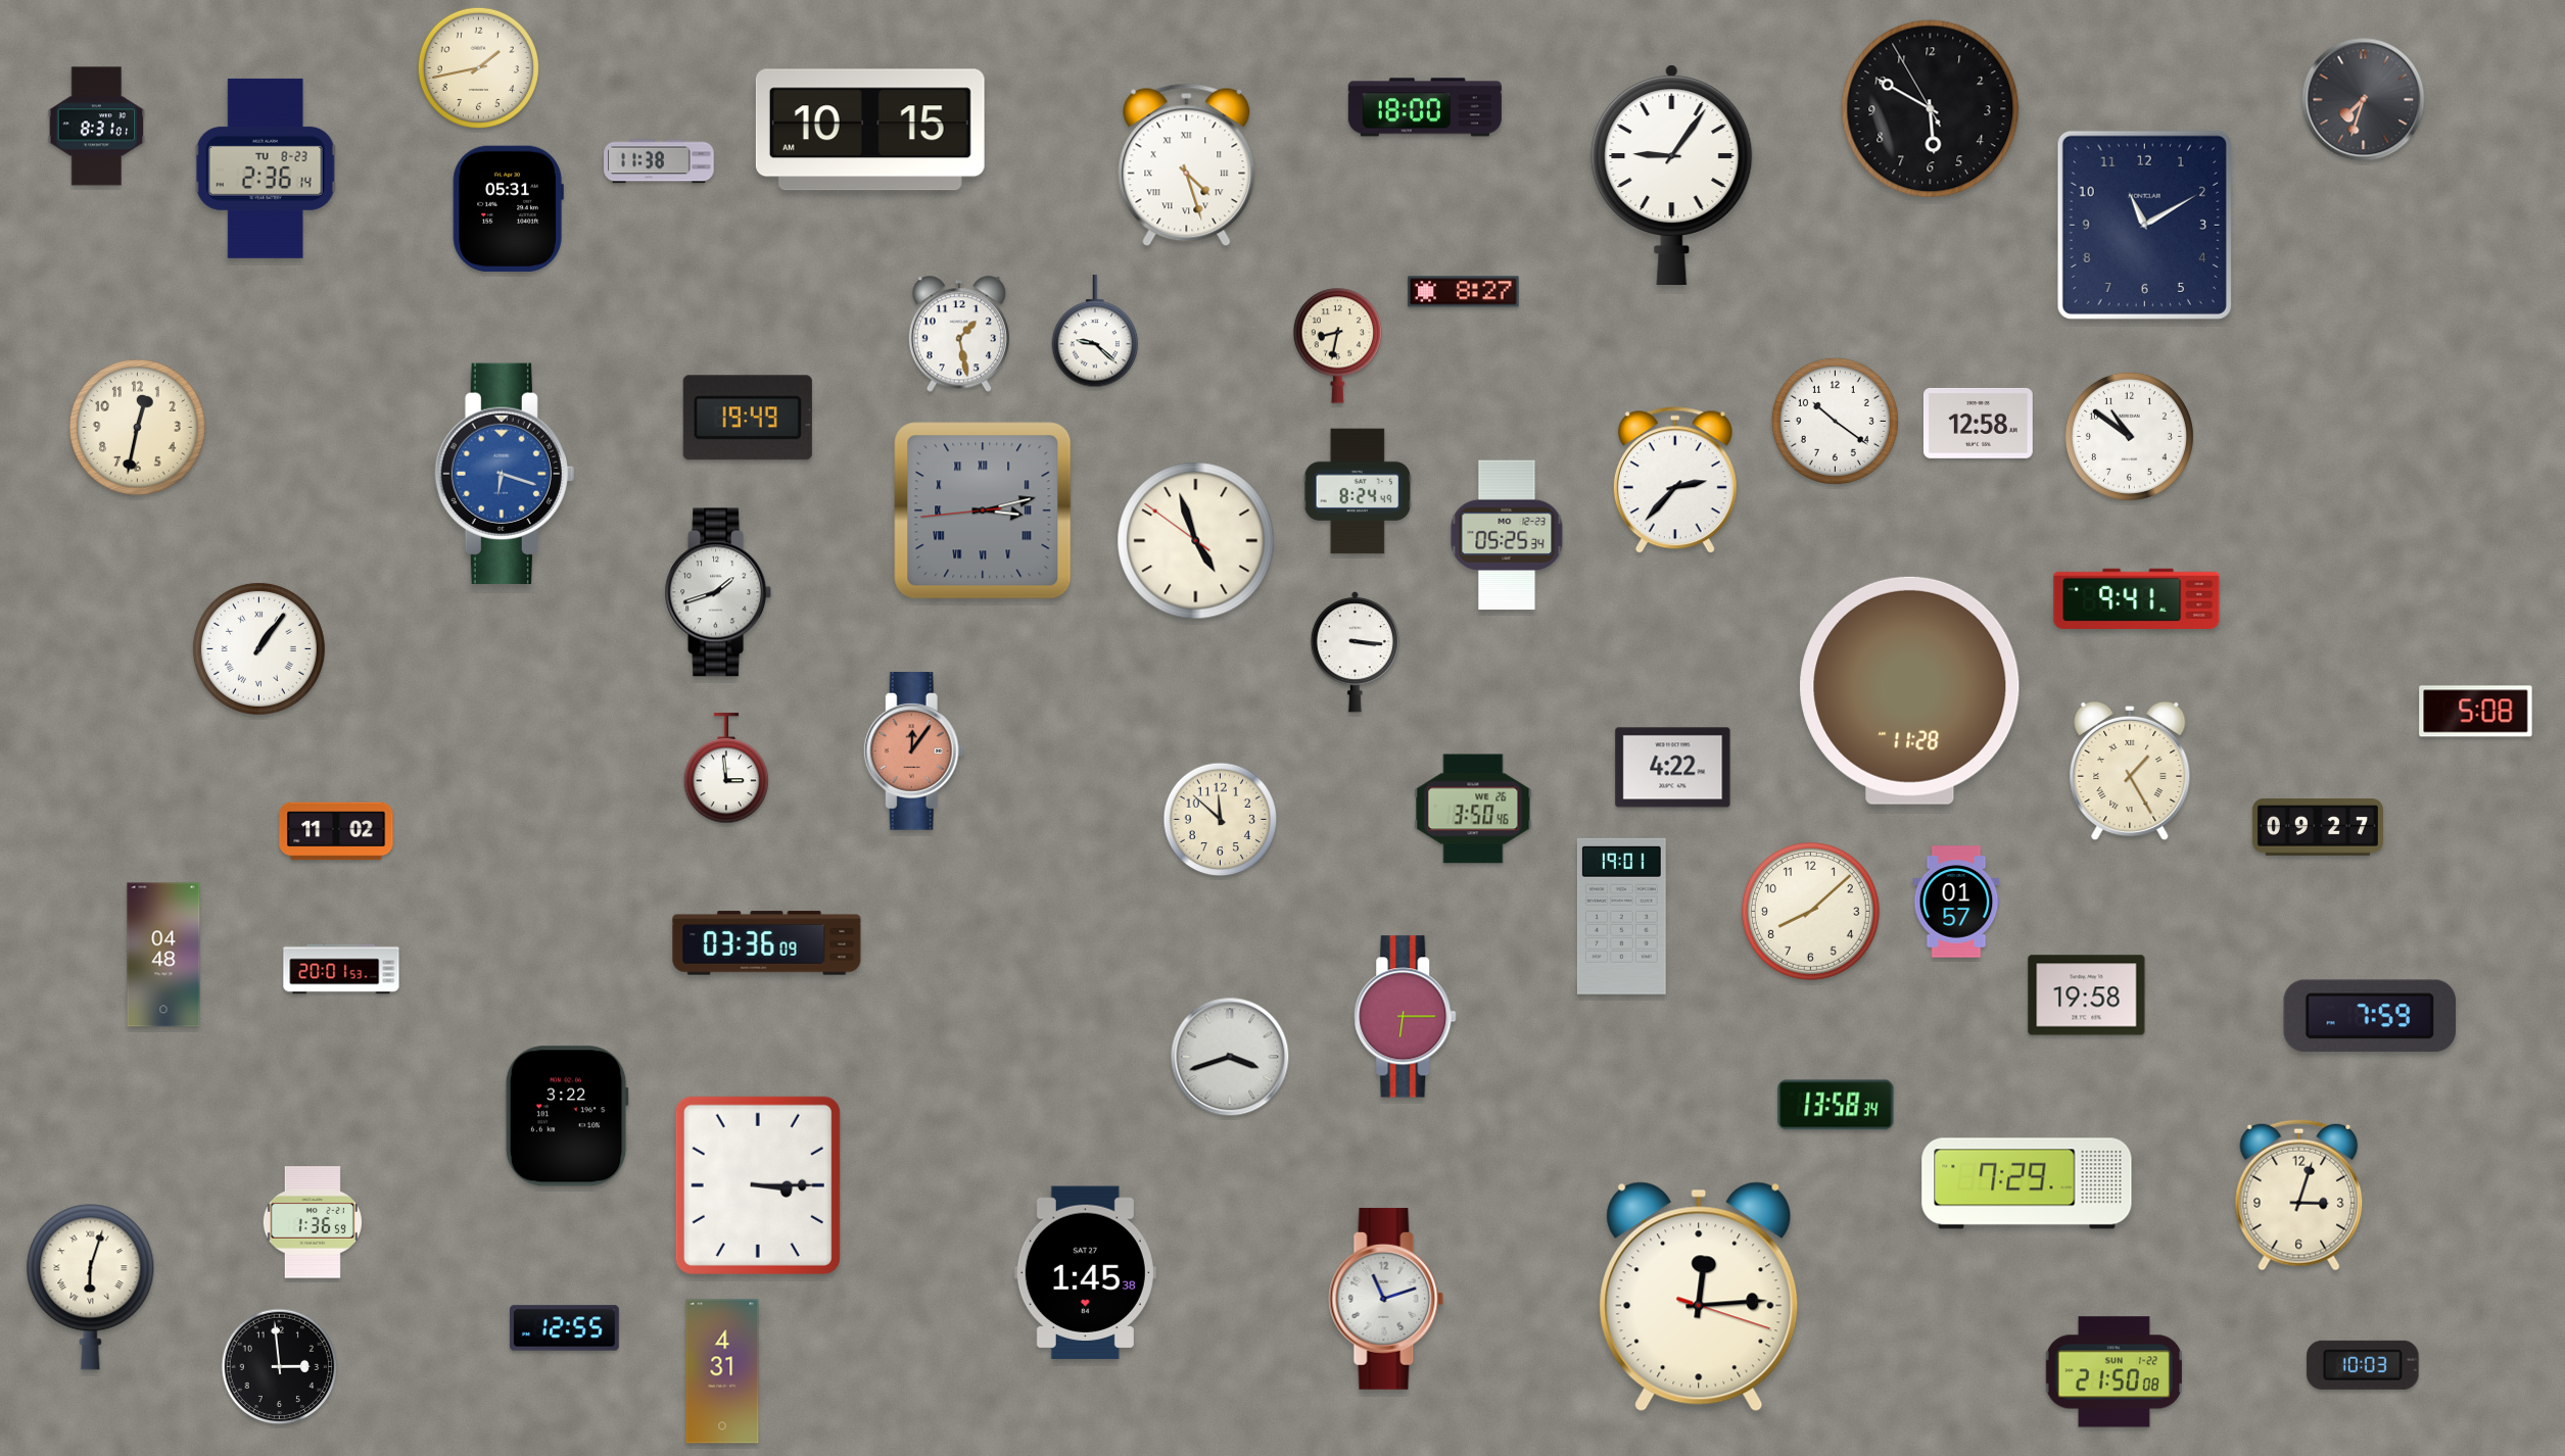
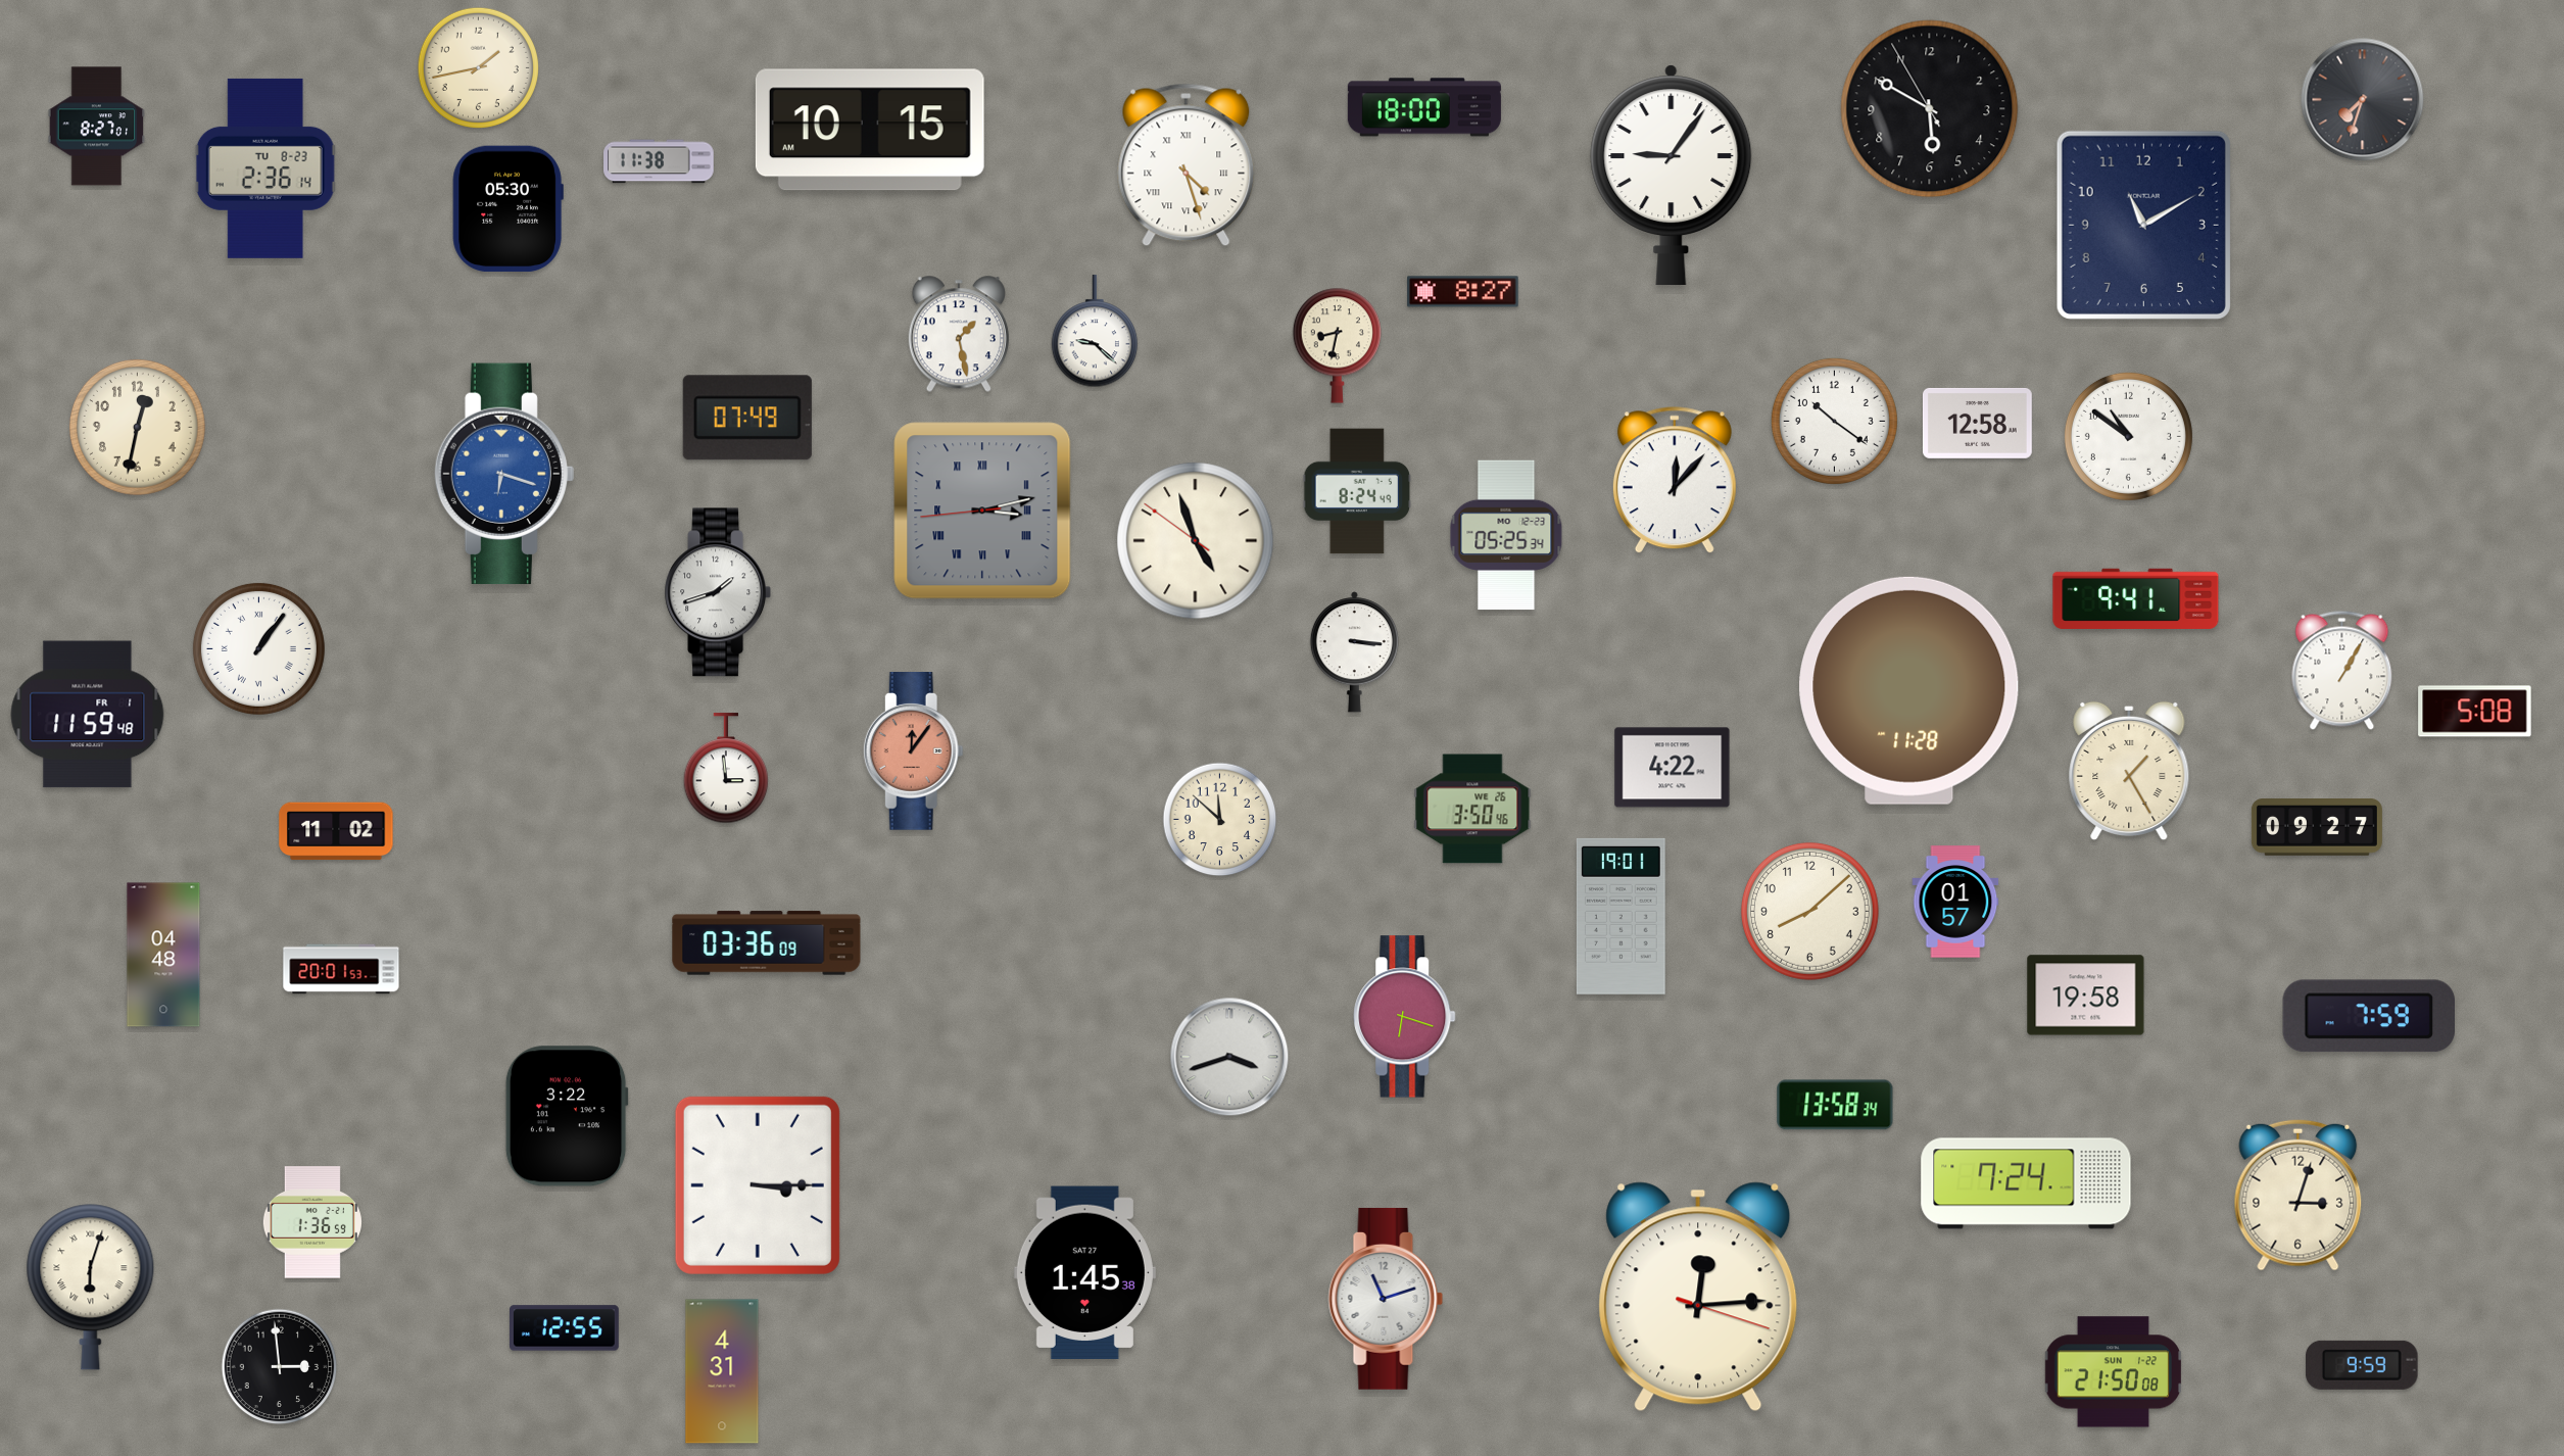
clock at (97, 127): 8:31 -> 8:27
clock at (508, 209): 05:31 -> 05:30
clock at (748, 418): 19:49 -> 07:49
clock at (1675, 481): 2:37 -> 12:07
clock at (2342, 670): none -> 1:05
clock at (88, 715): none -> 11:59
clock at (1406, 1017): 6:15 -> 6:18
clock at (2027, 1183): 7:29 -> 7:24
clock at (2363, 1365): 10:03 -> 9:59
